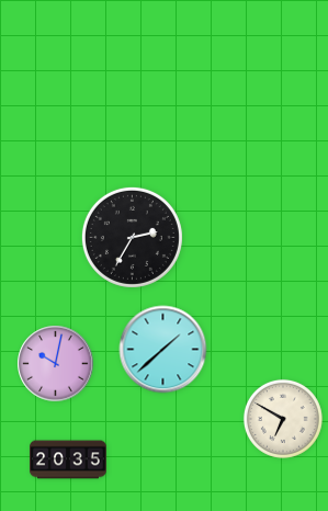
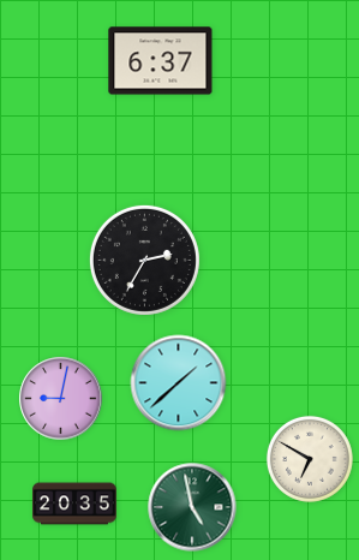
clock at (161, 61): none -> 6:37
clock at (56, 364): 10:02 -> 9:02
clock at (192, 507): none -> 4:58
